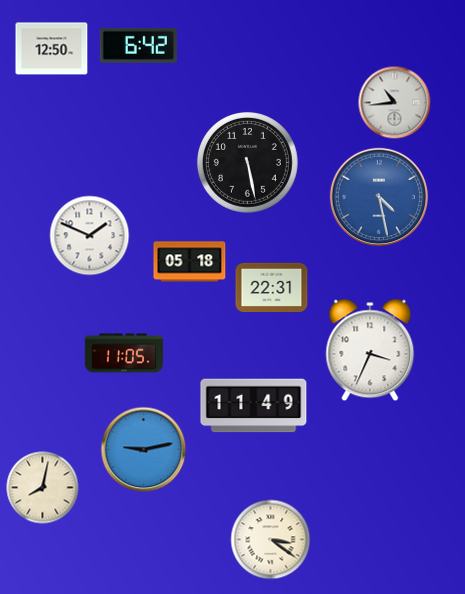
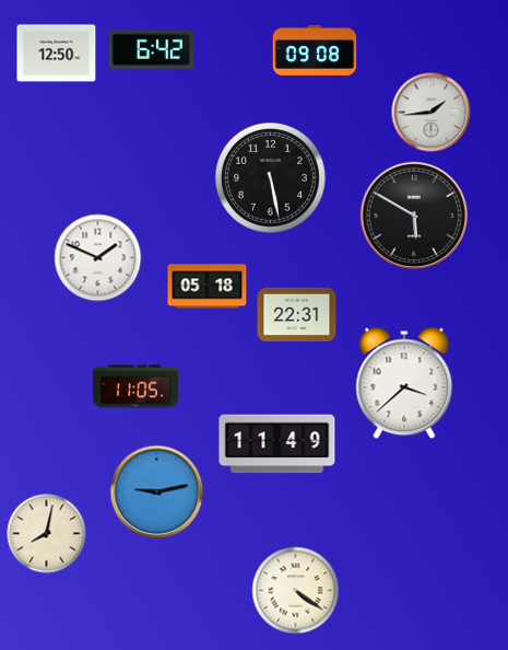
clock at (315, 50): none -> 09:08
clock at (395, 103): 10:44 -> 1:44
clock at (379, 197): 4:28 -> 5:50
clock at (379, 197) dial: blue -> black
clock at (370, 350): 3:34 -> 3:38
clock at (271, 540): 3:21 -> 4:21
